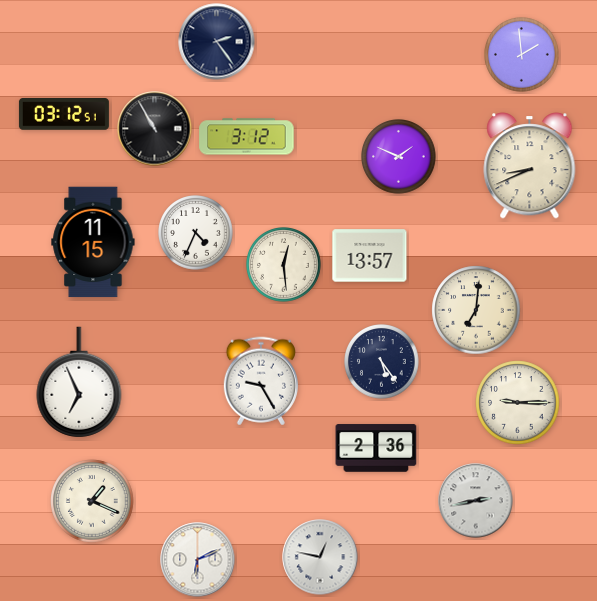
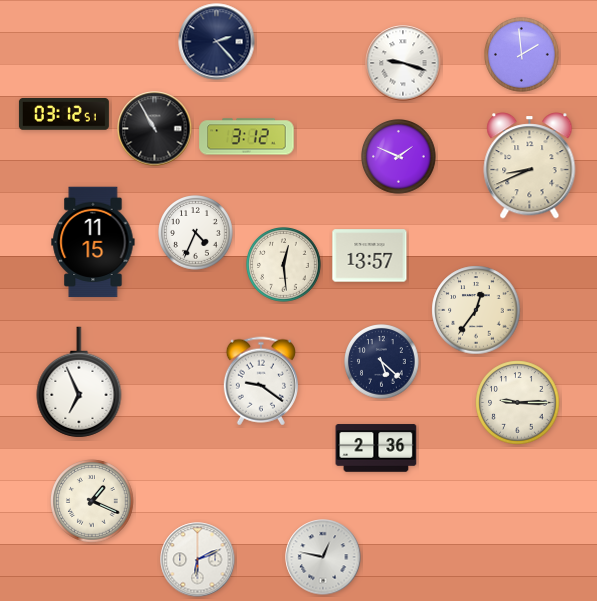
clock at (217, 42): 2:24 -> 2:23
clock at (403, 63): none -> 9:18
clock at (476, 310): 7:01 -> 12:36
clock at (382, 362): 5:24 -> 5:22
clock at (261, 381): 9:25 -> 9:21
clock at (476, 501): 2:43 -> none
clock at (320, 557) position: (320, 557) -> (323, 557)
